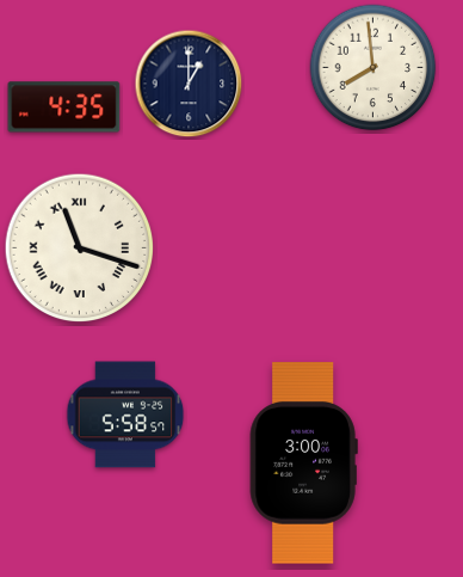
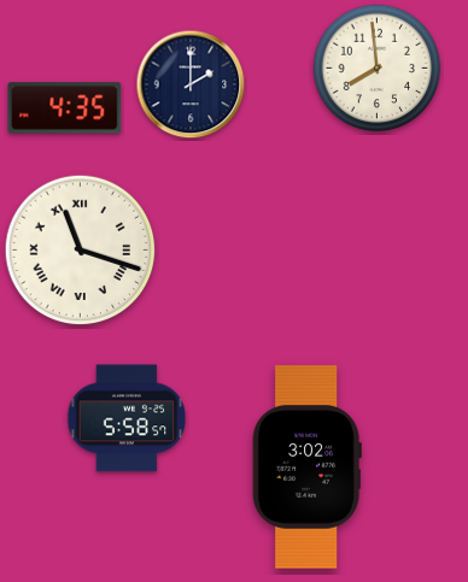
clock at (189, 84): 1:00 -> 2:00
clock at (303, 464): 3:00 -> 3:02
